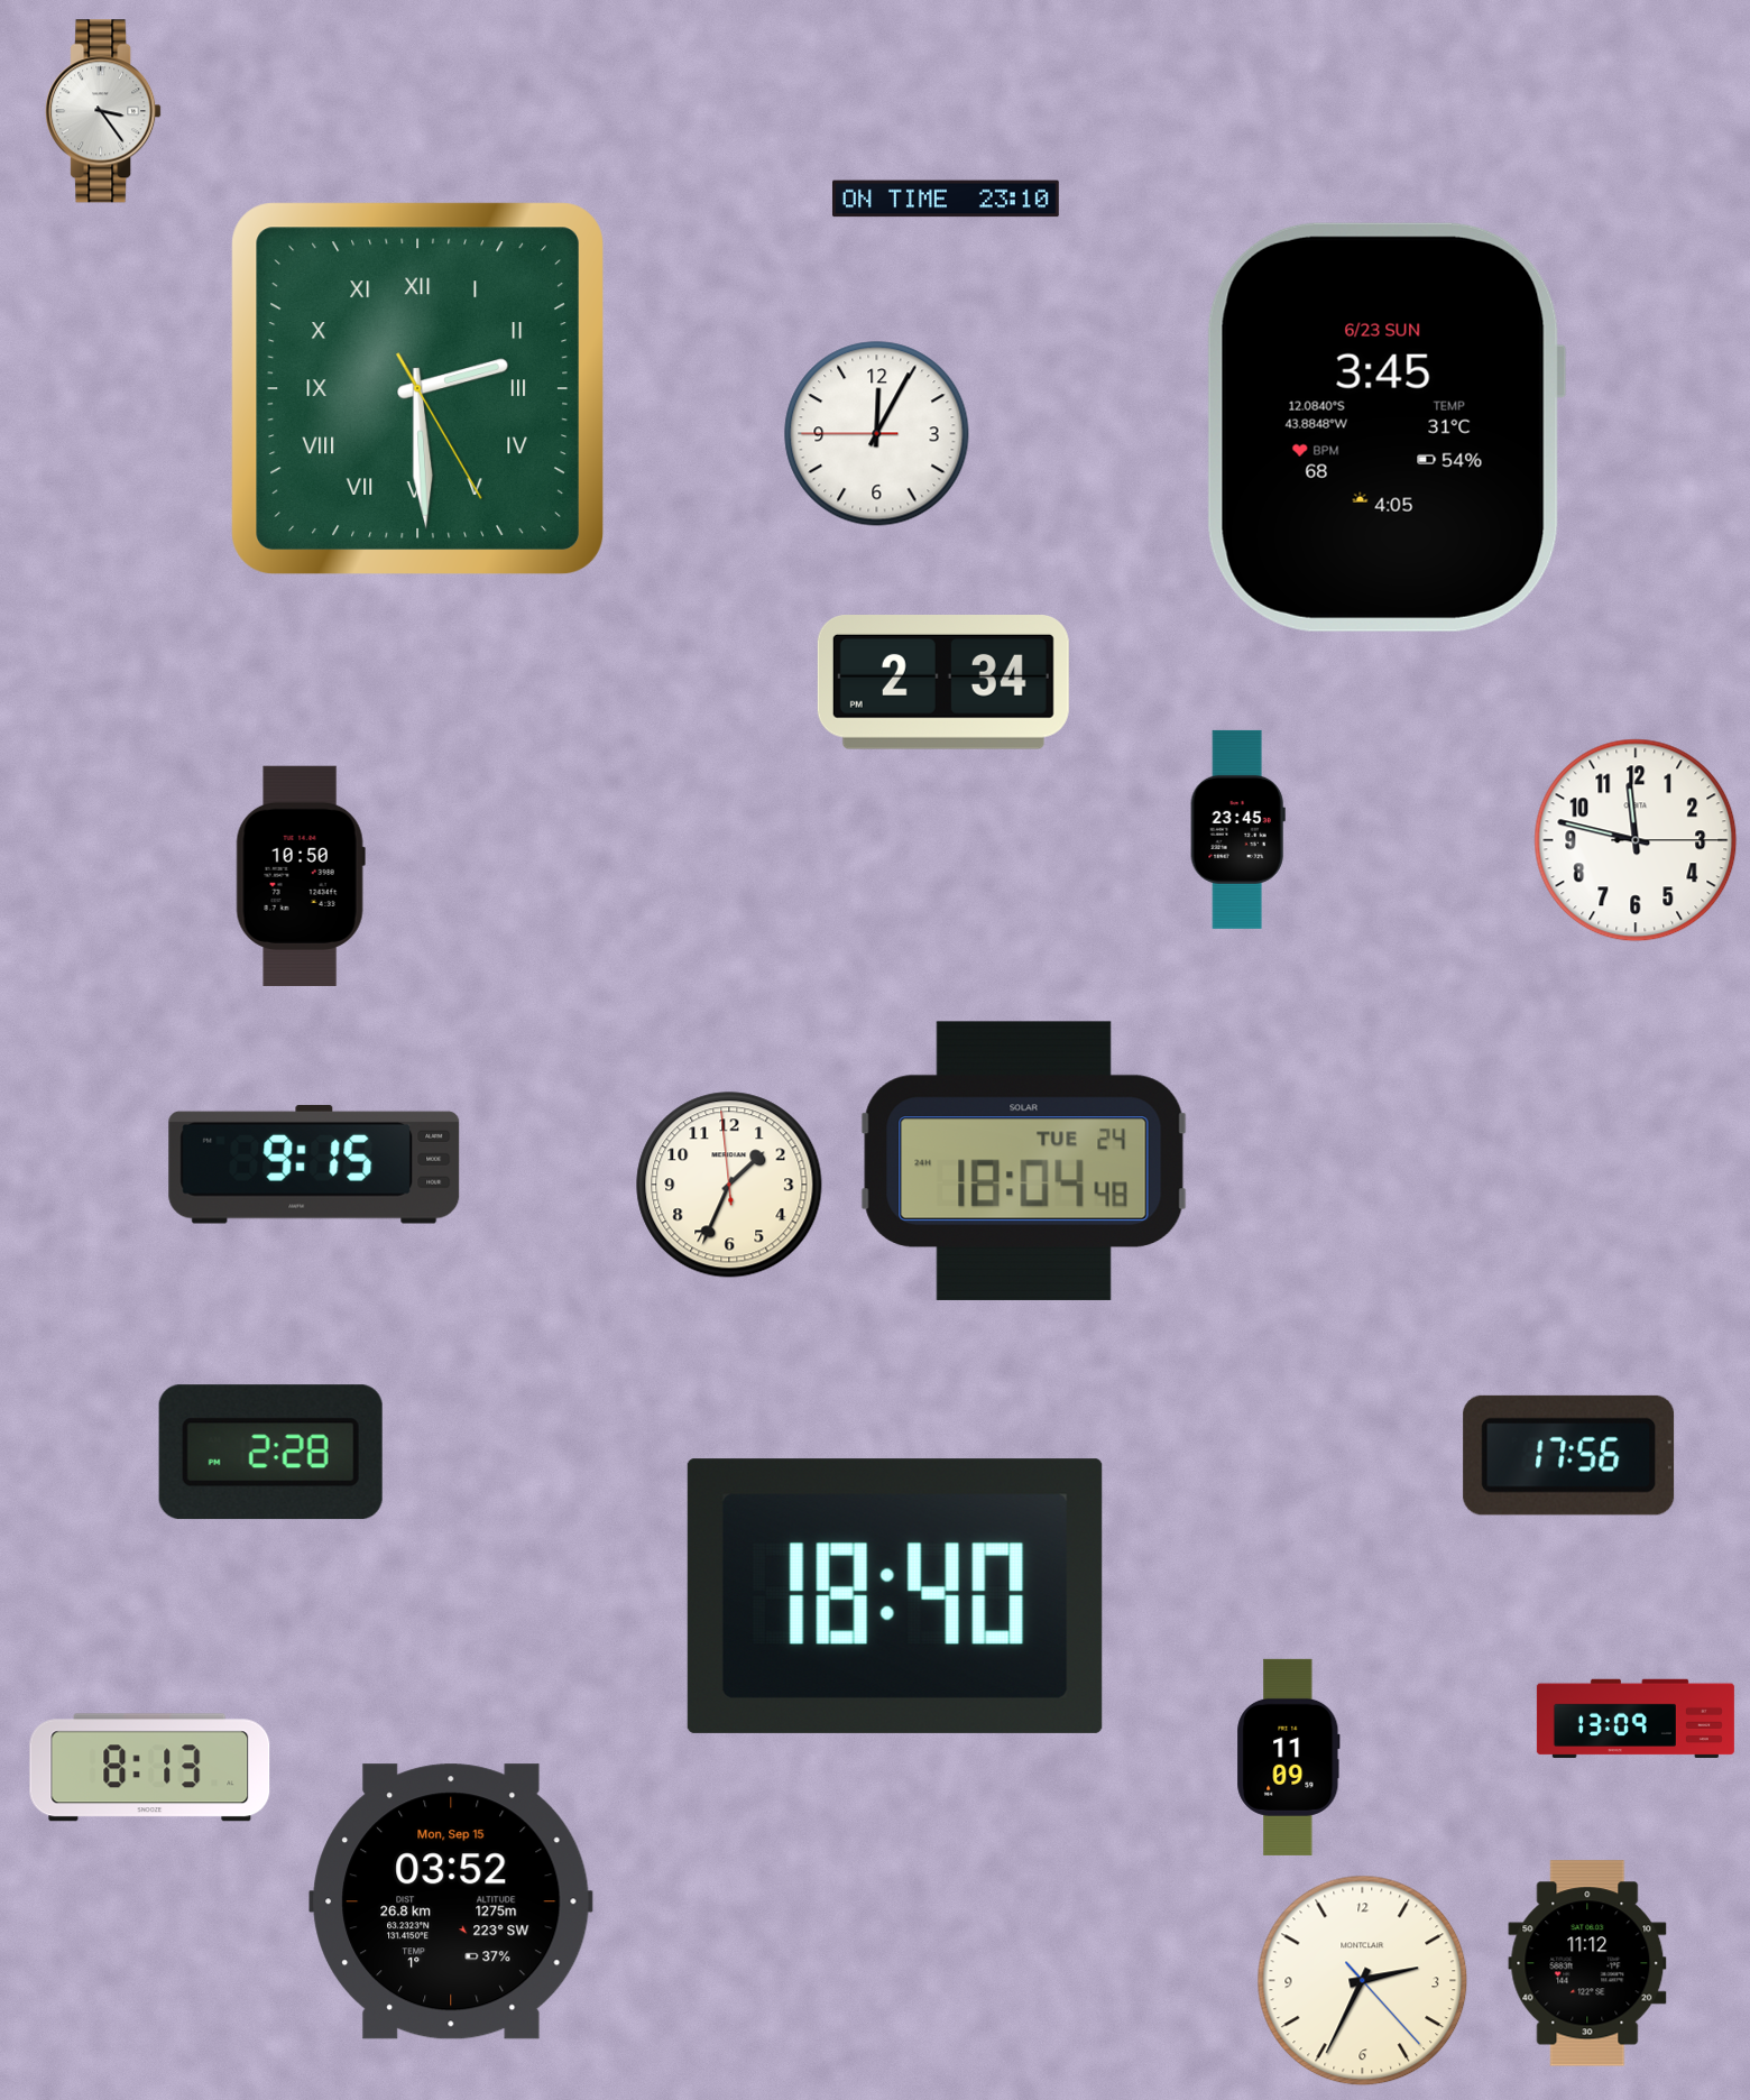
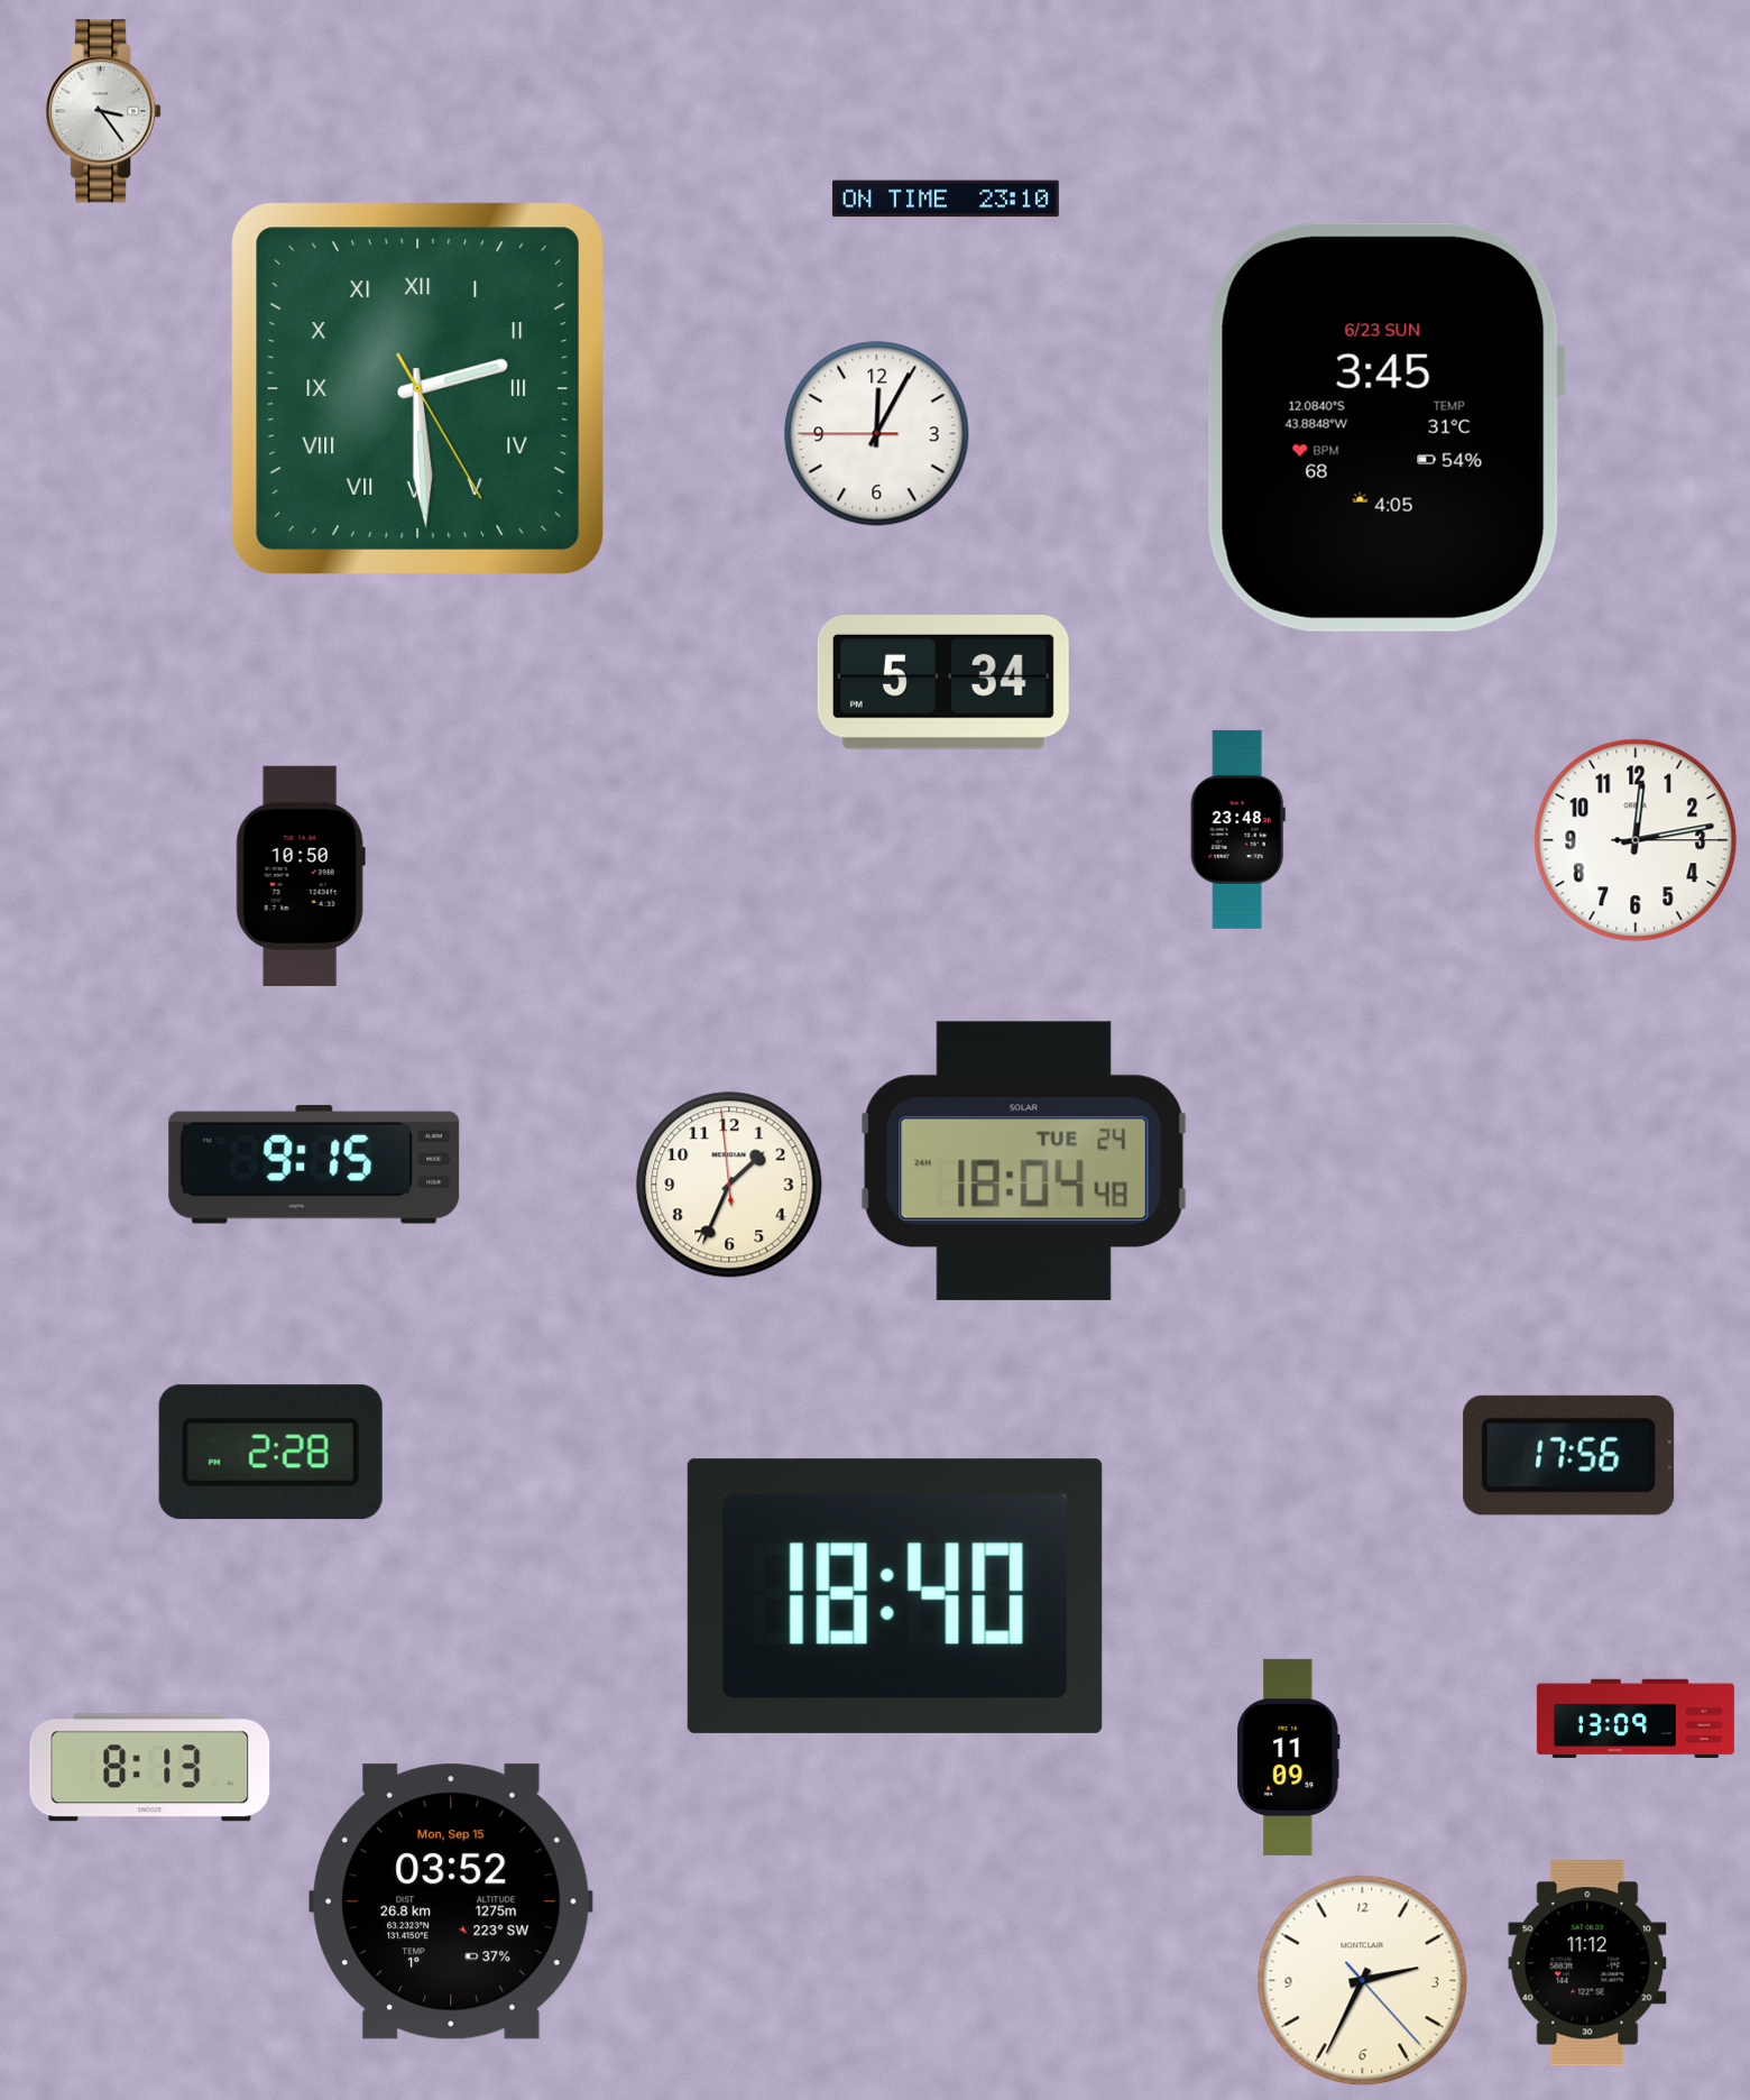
clock at (943, 683): 2:34 -> 5:34
clock at (1237, 829): 23:45 -> 23:48
clock at (1636, 840): 11:47 -> 12:13
